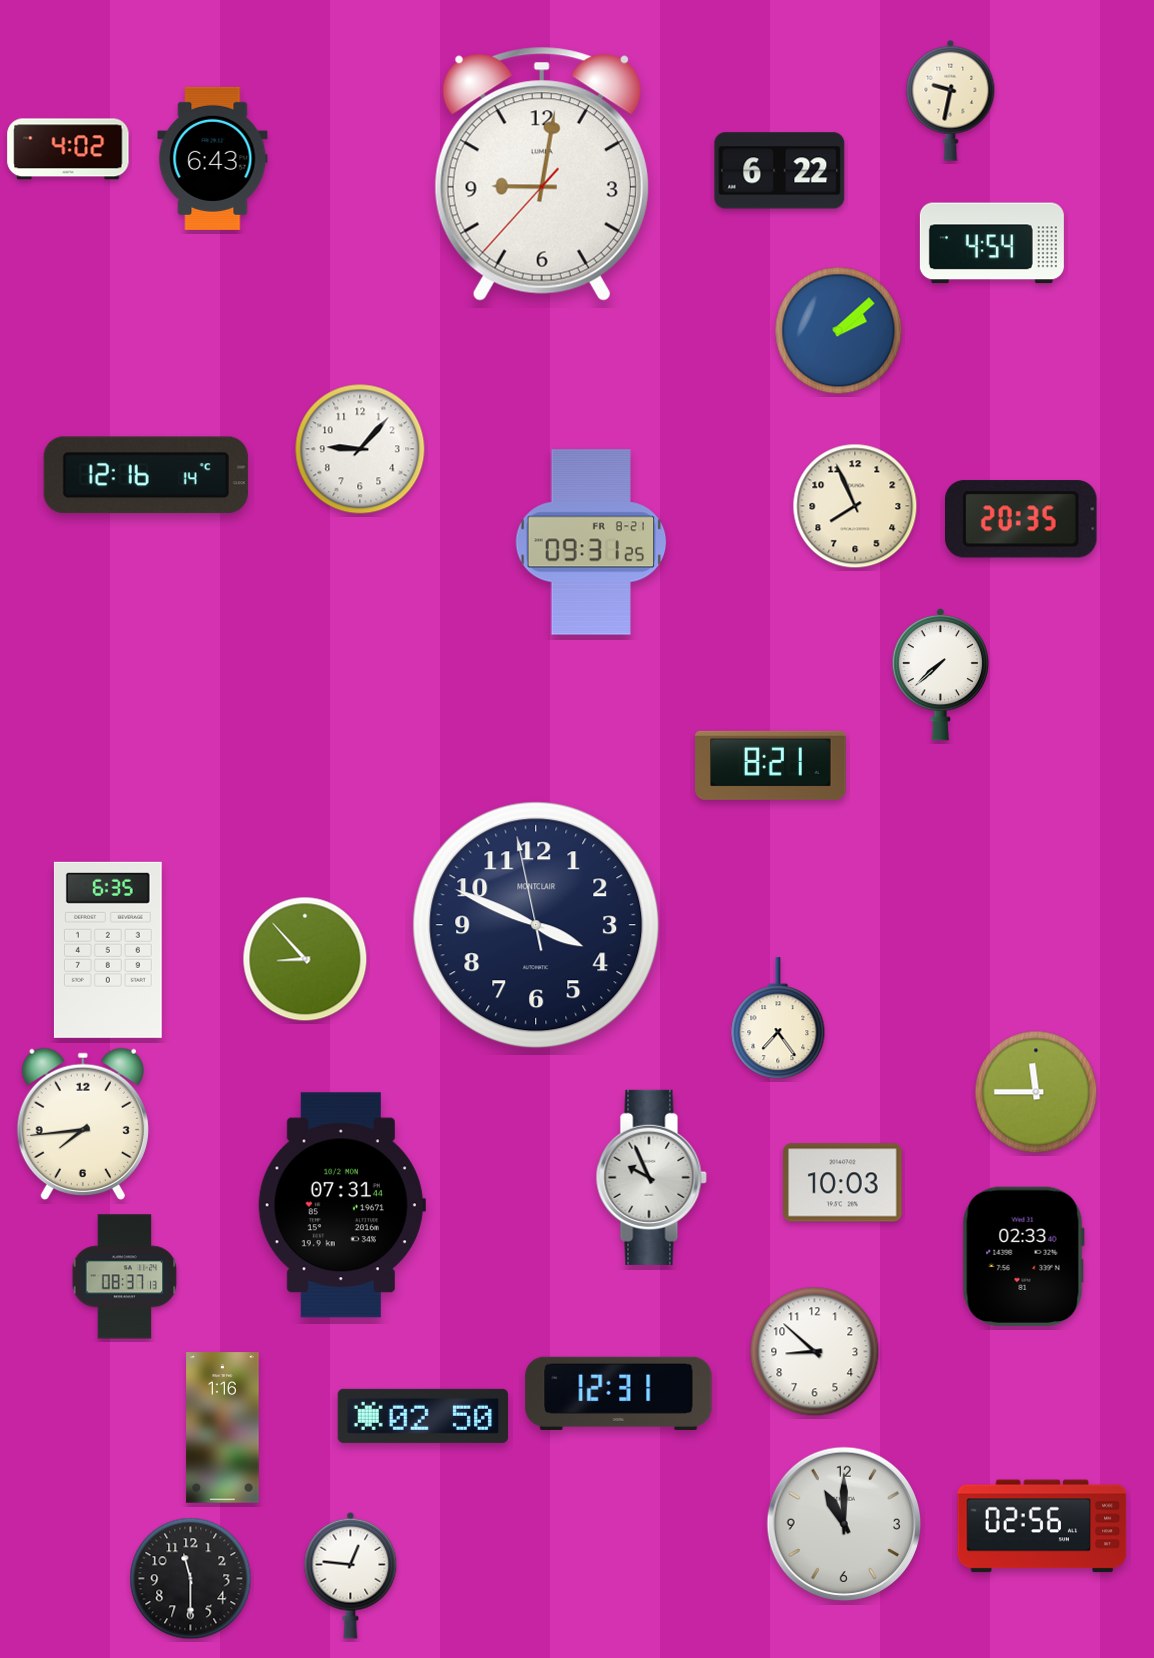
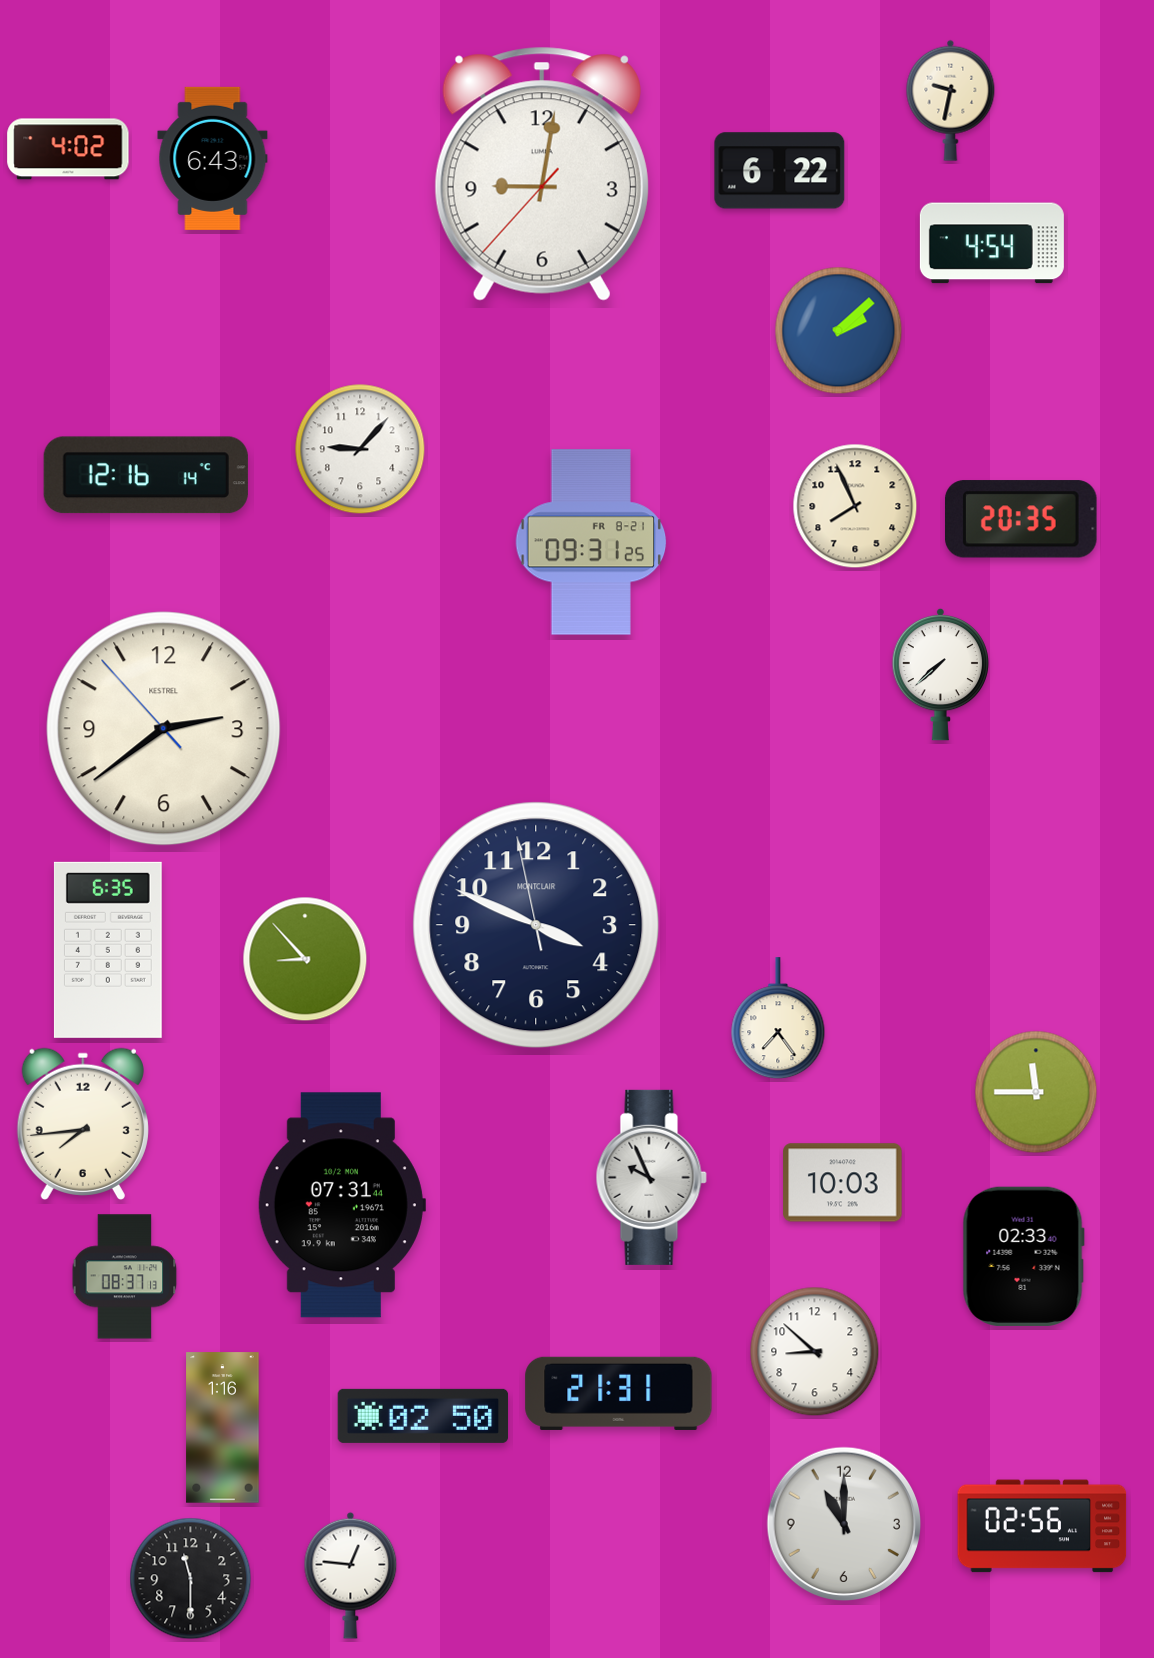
clock at (164, 729): none -> 2:38
clock at (771, 765): 8:21 -> none
clock at (619, 1393): 12:31 -> 21:31
